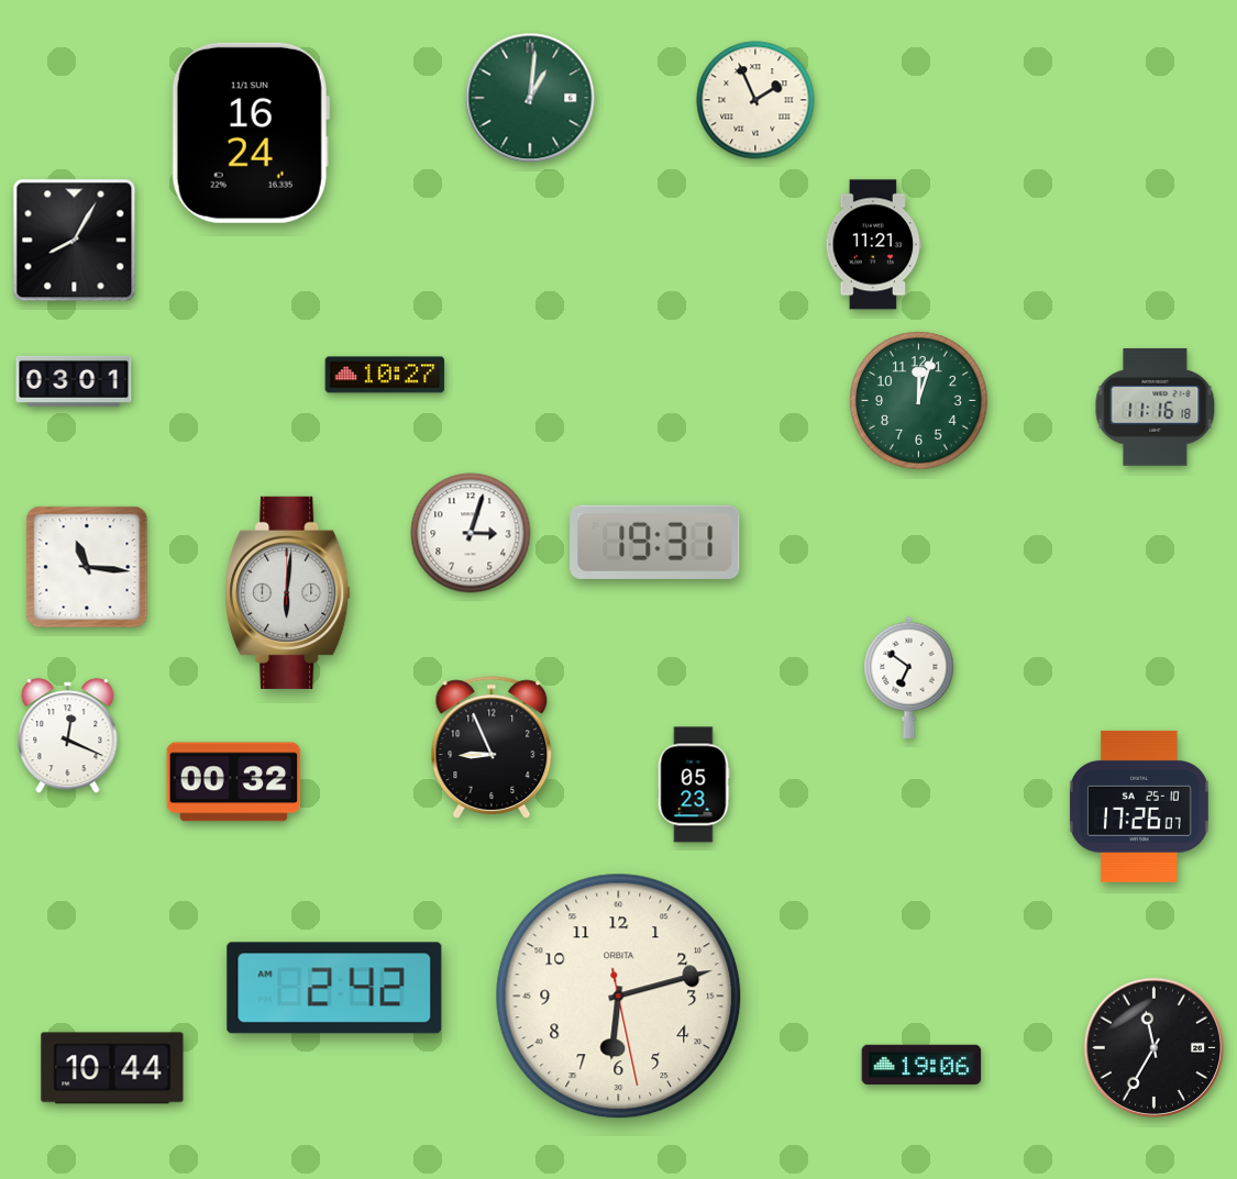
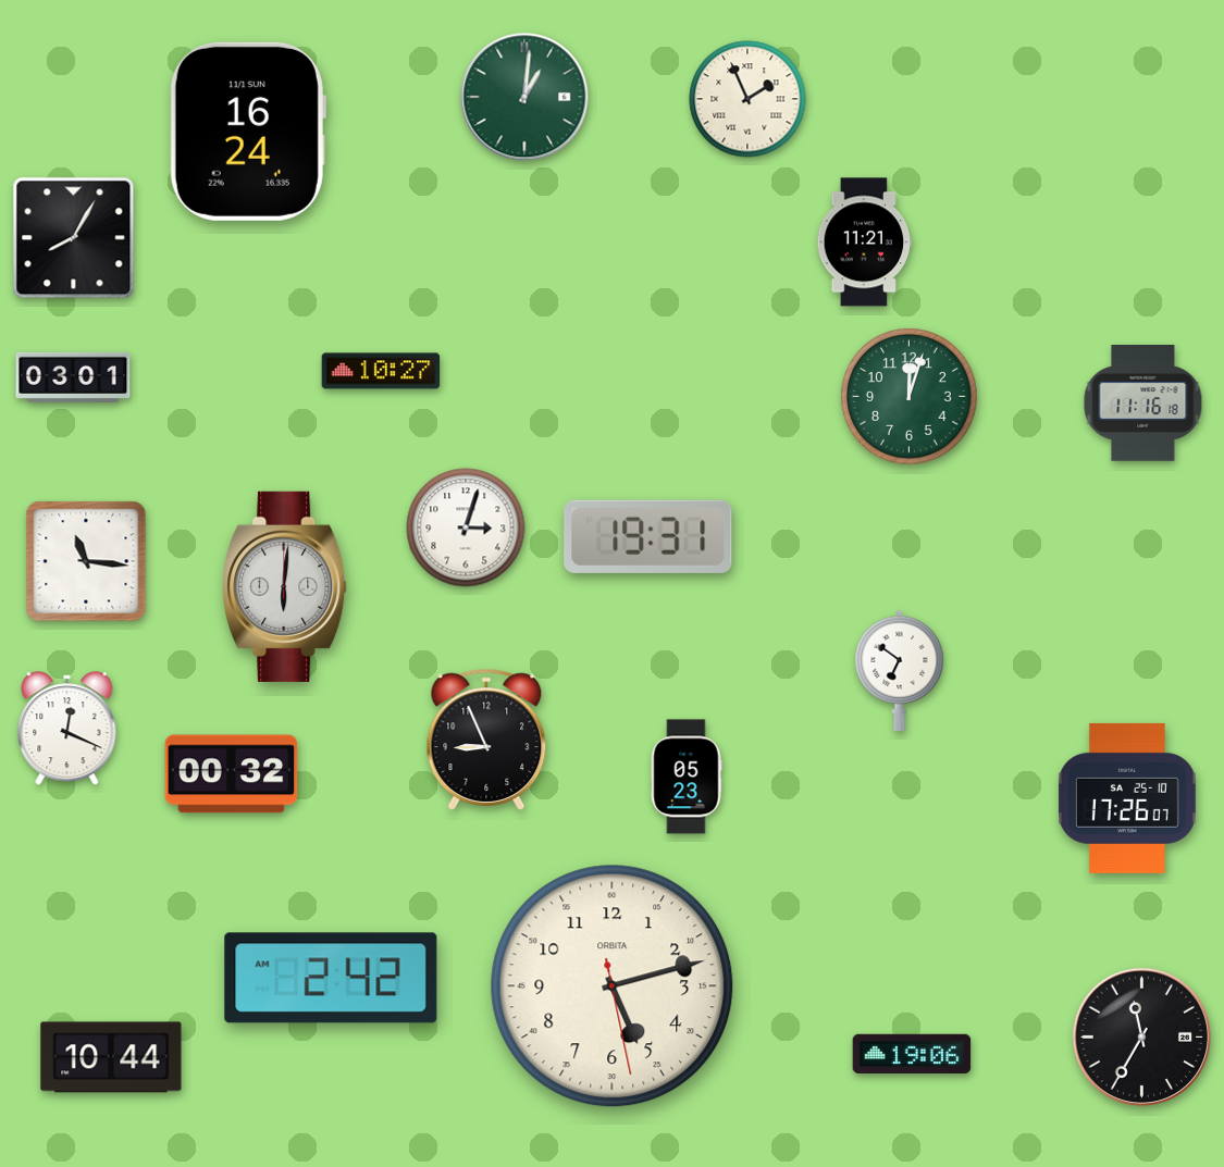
clock at (619, 997): 6:12 -> 5:12
